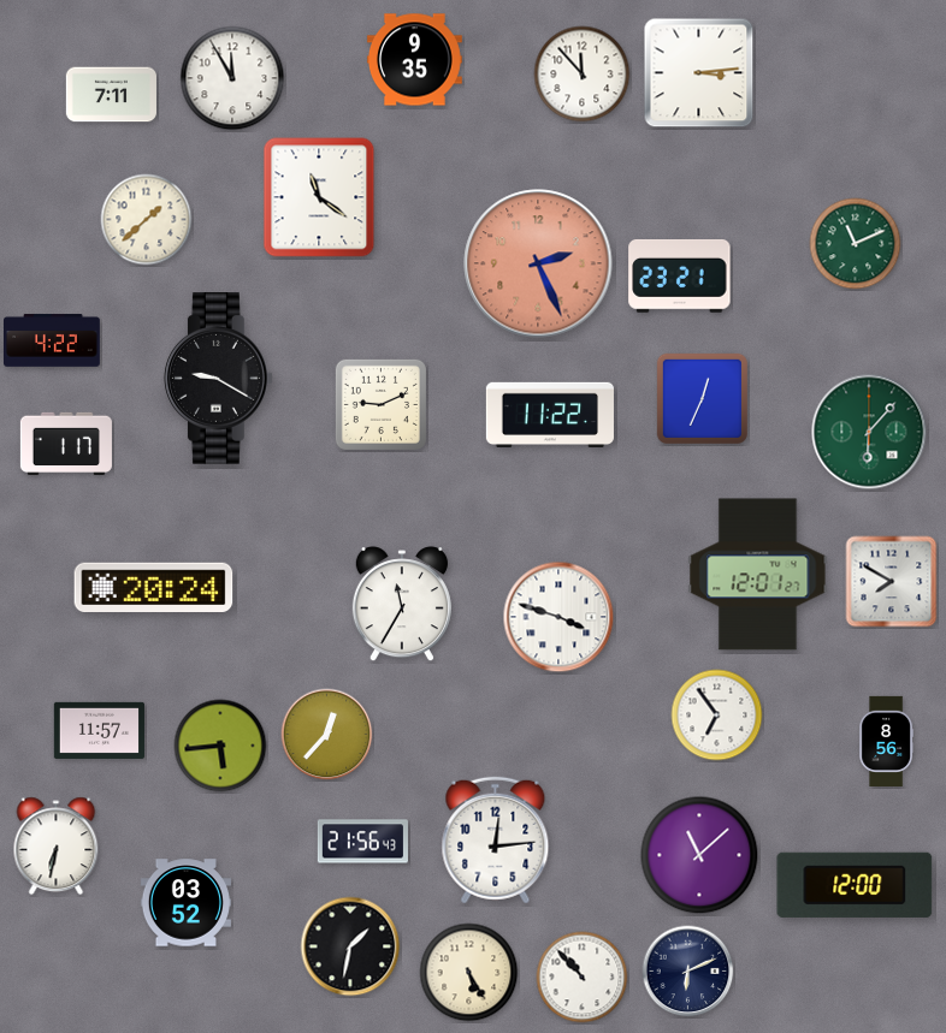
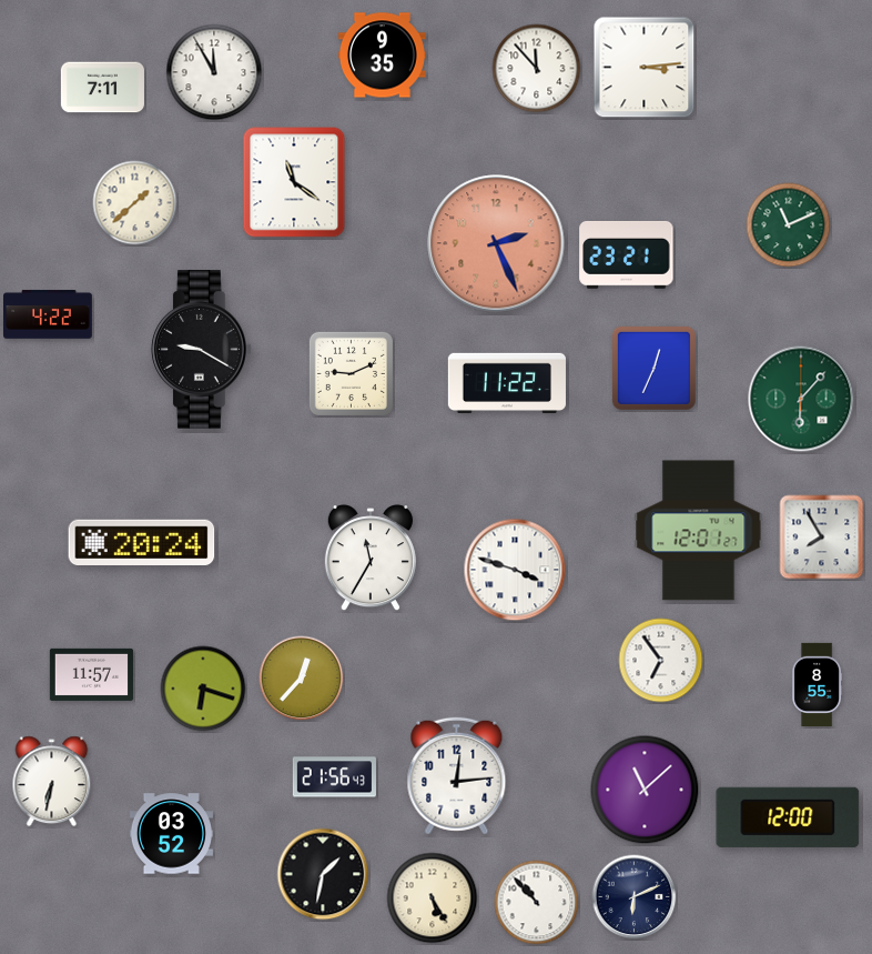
clock at (702, 398) position: (702, 398) -> (653, 368)
clock at (66, 443): 1:17 -> none
clock at (892, 582): 7:50 -> 7:55
clock at (886, 741): 8:56 -> 8:55
clock at (220, 746): 5:44 -> 6:18
